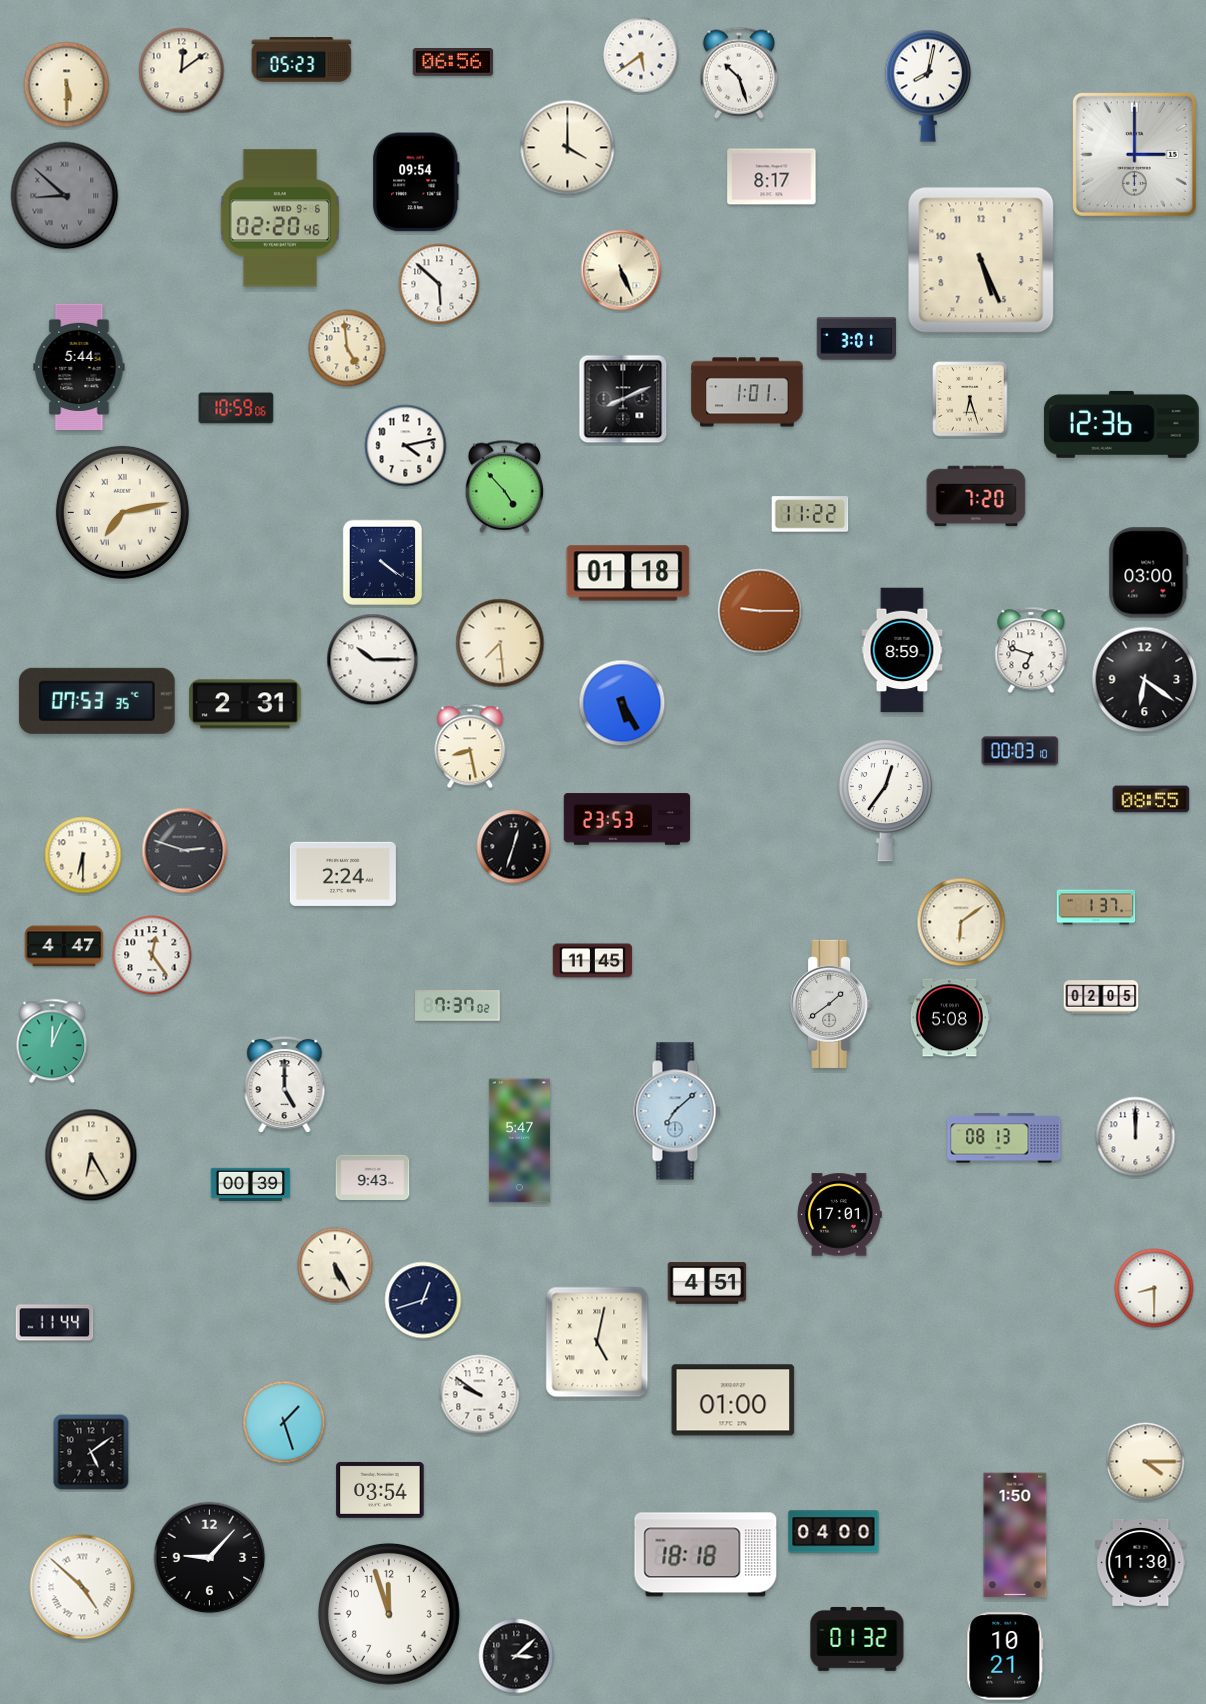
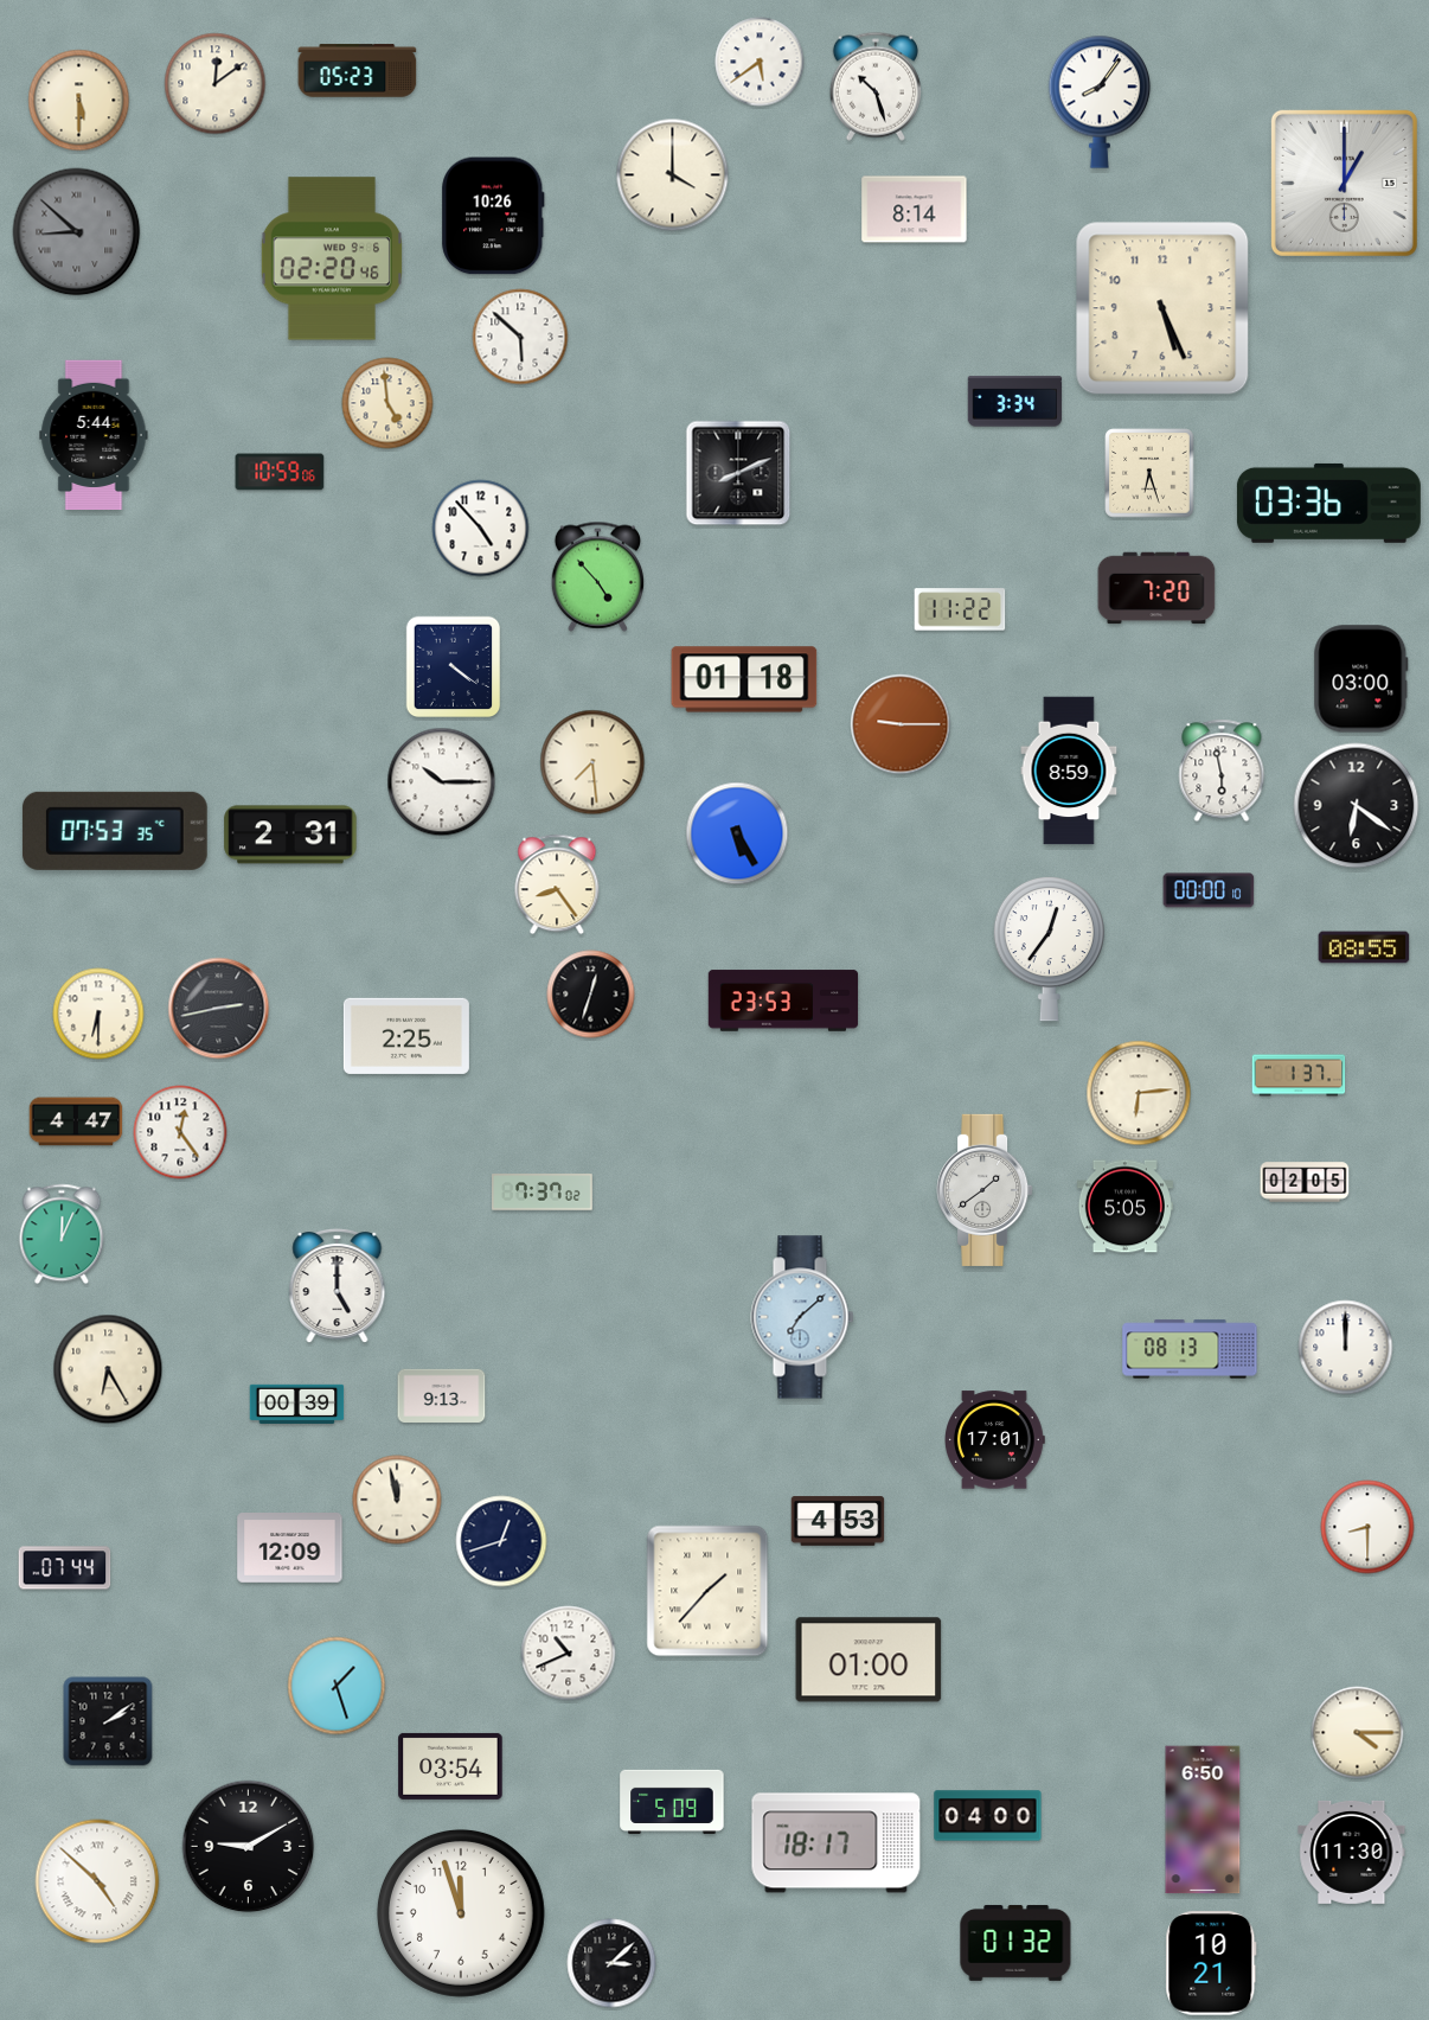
clock at (641, 55) position: (641, 55) -> (760, 62)
clock at (453, 63): 06:56 -> none
clock at (928, 86): 8:02 -> 8:06
clock at (1134, 154): 3:00 -> 1:00
clock at (772, 177): 8:17 -> 8:14
clock at (416, 182): 09:54 -> 10:26
clock at (621, 270): 5:26 -> none
clock at (857, 339): 3:01 -> 3:34
clock at (347, 348) position: (347, 348) -> (387, 403)
clock at (747, 392): 1:01 -> none
clock at (236, 408) position: (236, 408) -> (280, 472)
clock at (1121, 424): 12:36 -> 03:36
clock at (406, 446): 4:13 -> 4:53
clock at (122, 512): 7:13 -> none
clock at (1031, 650): 6:48 -> 5:58
clock at (470, 746): 8:28 -> 8:24
clock at (1020, 751): 00:03 -> 00:00
clock at (627, 819) position: (627, 819) -> (783, 1001)
clock at (514, 847) position: (514, 847) -> (591, 995)
clock at (185, 851): 2:48 -> 2:43
clock at (343, 874): 2:24 -> 2:25
clock at (961, 922): 6:09 -> 6:14
clock at (593, 961): 11:45 -> none
clock at (949, 1018): 5:08 -> 5:05
clock at (519, 1141): 5:47 -> none
clock at (373, 1178): 9:43 -> 9:13
clock at (335, 1265): 5:25 -> 11:58
clock at (707, 1283): 4:51 -> 4:53
clock at (290, 1548): none -> 12:09
clock at (55, 1323): 11:44 -> 07:44
clock at (597, 1342): 5:02 -> 1:37
clock at (480, 1395): 9:51 -> 10:41
clock at (91, 1452): 5:09 -> 2:09
clock at (672, 1802): none -> 5:09
clock at (1015, 1535): 1:50 -> 6:50
clock at (706, 1555): 18:18 -> 18:17
clock at (210, 1558): 9:07 -> 9:10
clock at (1005, 1656) position: (1005, 1656) -> (1211, 1963)
